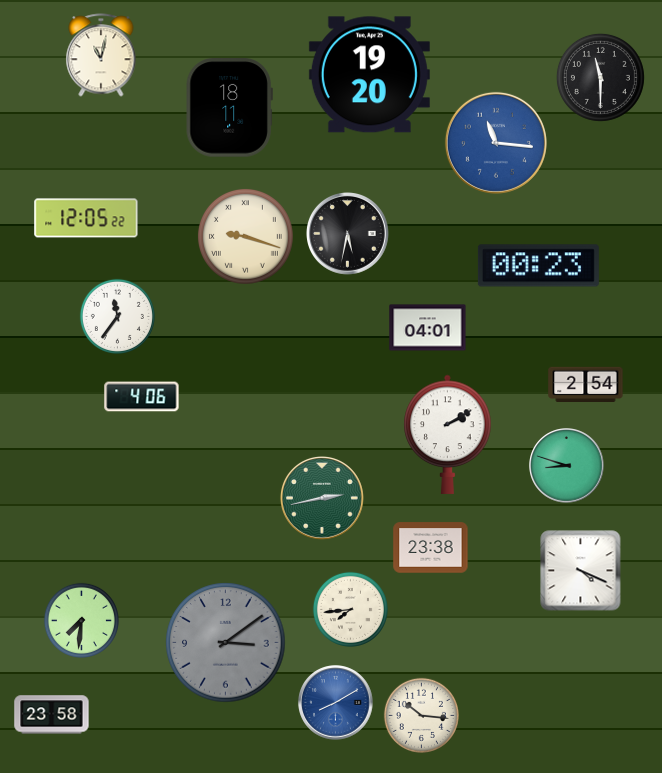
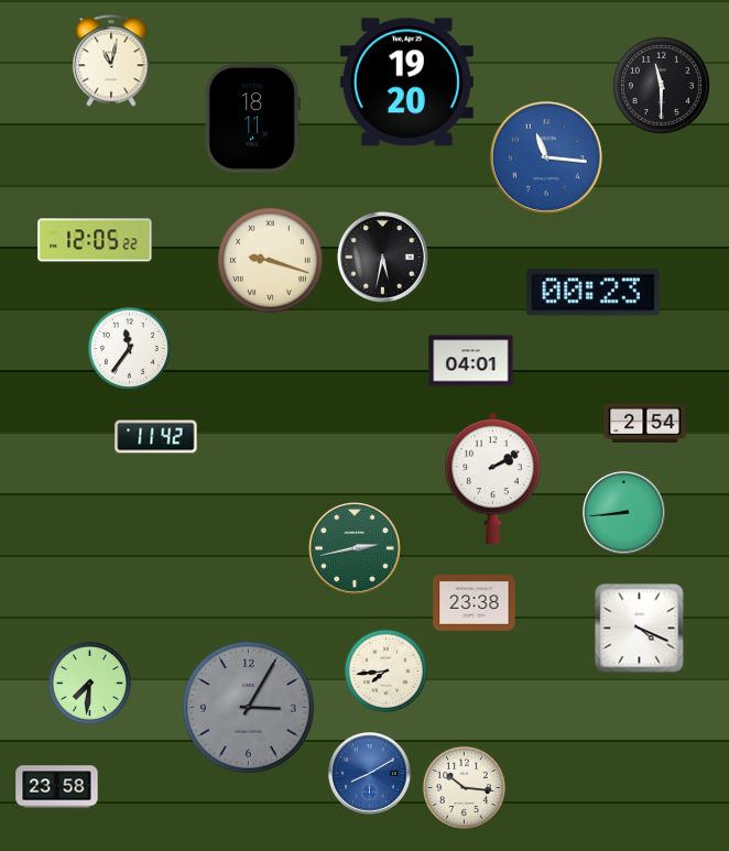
clock at (142, 397): 4:06 -> 11:42
clock at (567, 466): 8:48 -> 8:44
clock at (226, 643): 3:09 -> 3:05
